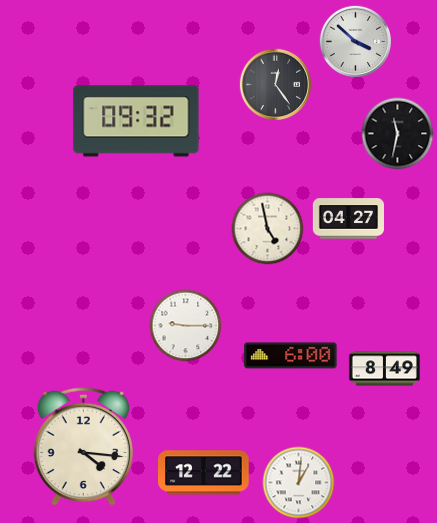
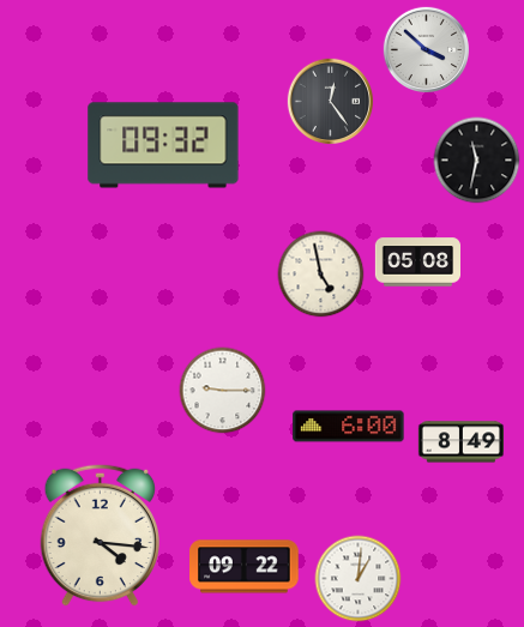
clock at (348, 219): 04:27 -> 05:08
clock at (204, 473): 12:22 -> 09:22
